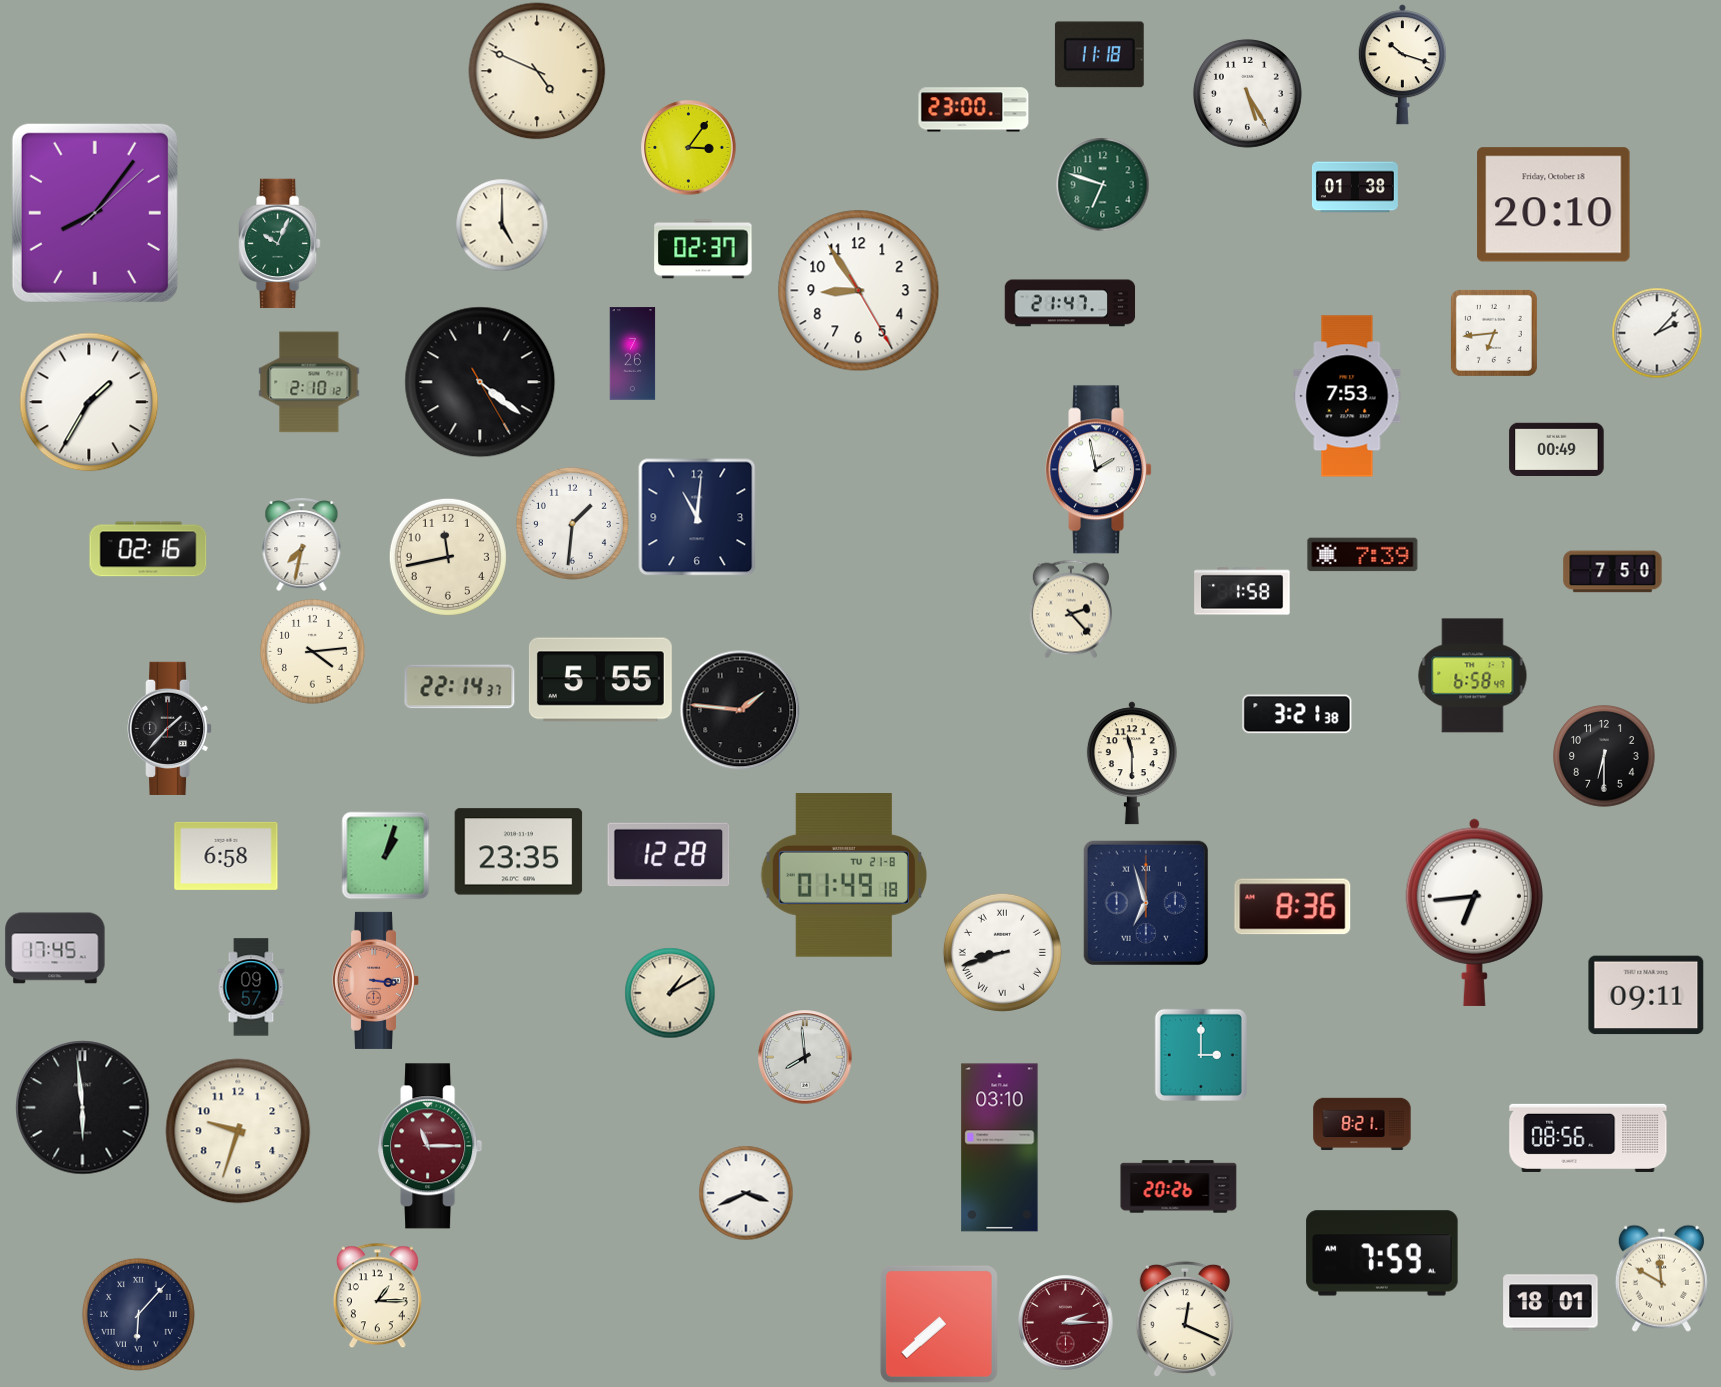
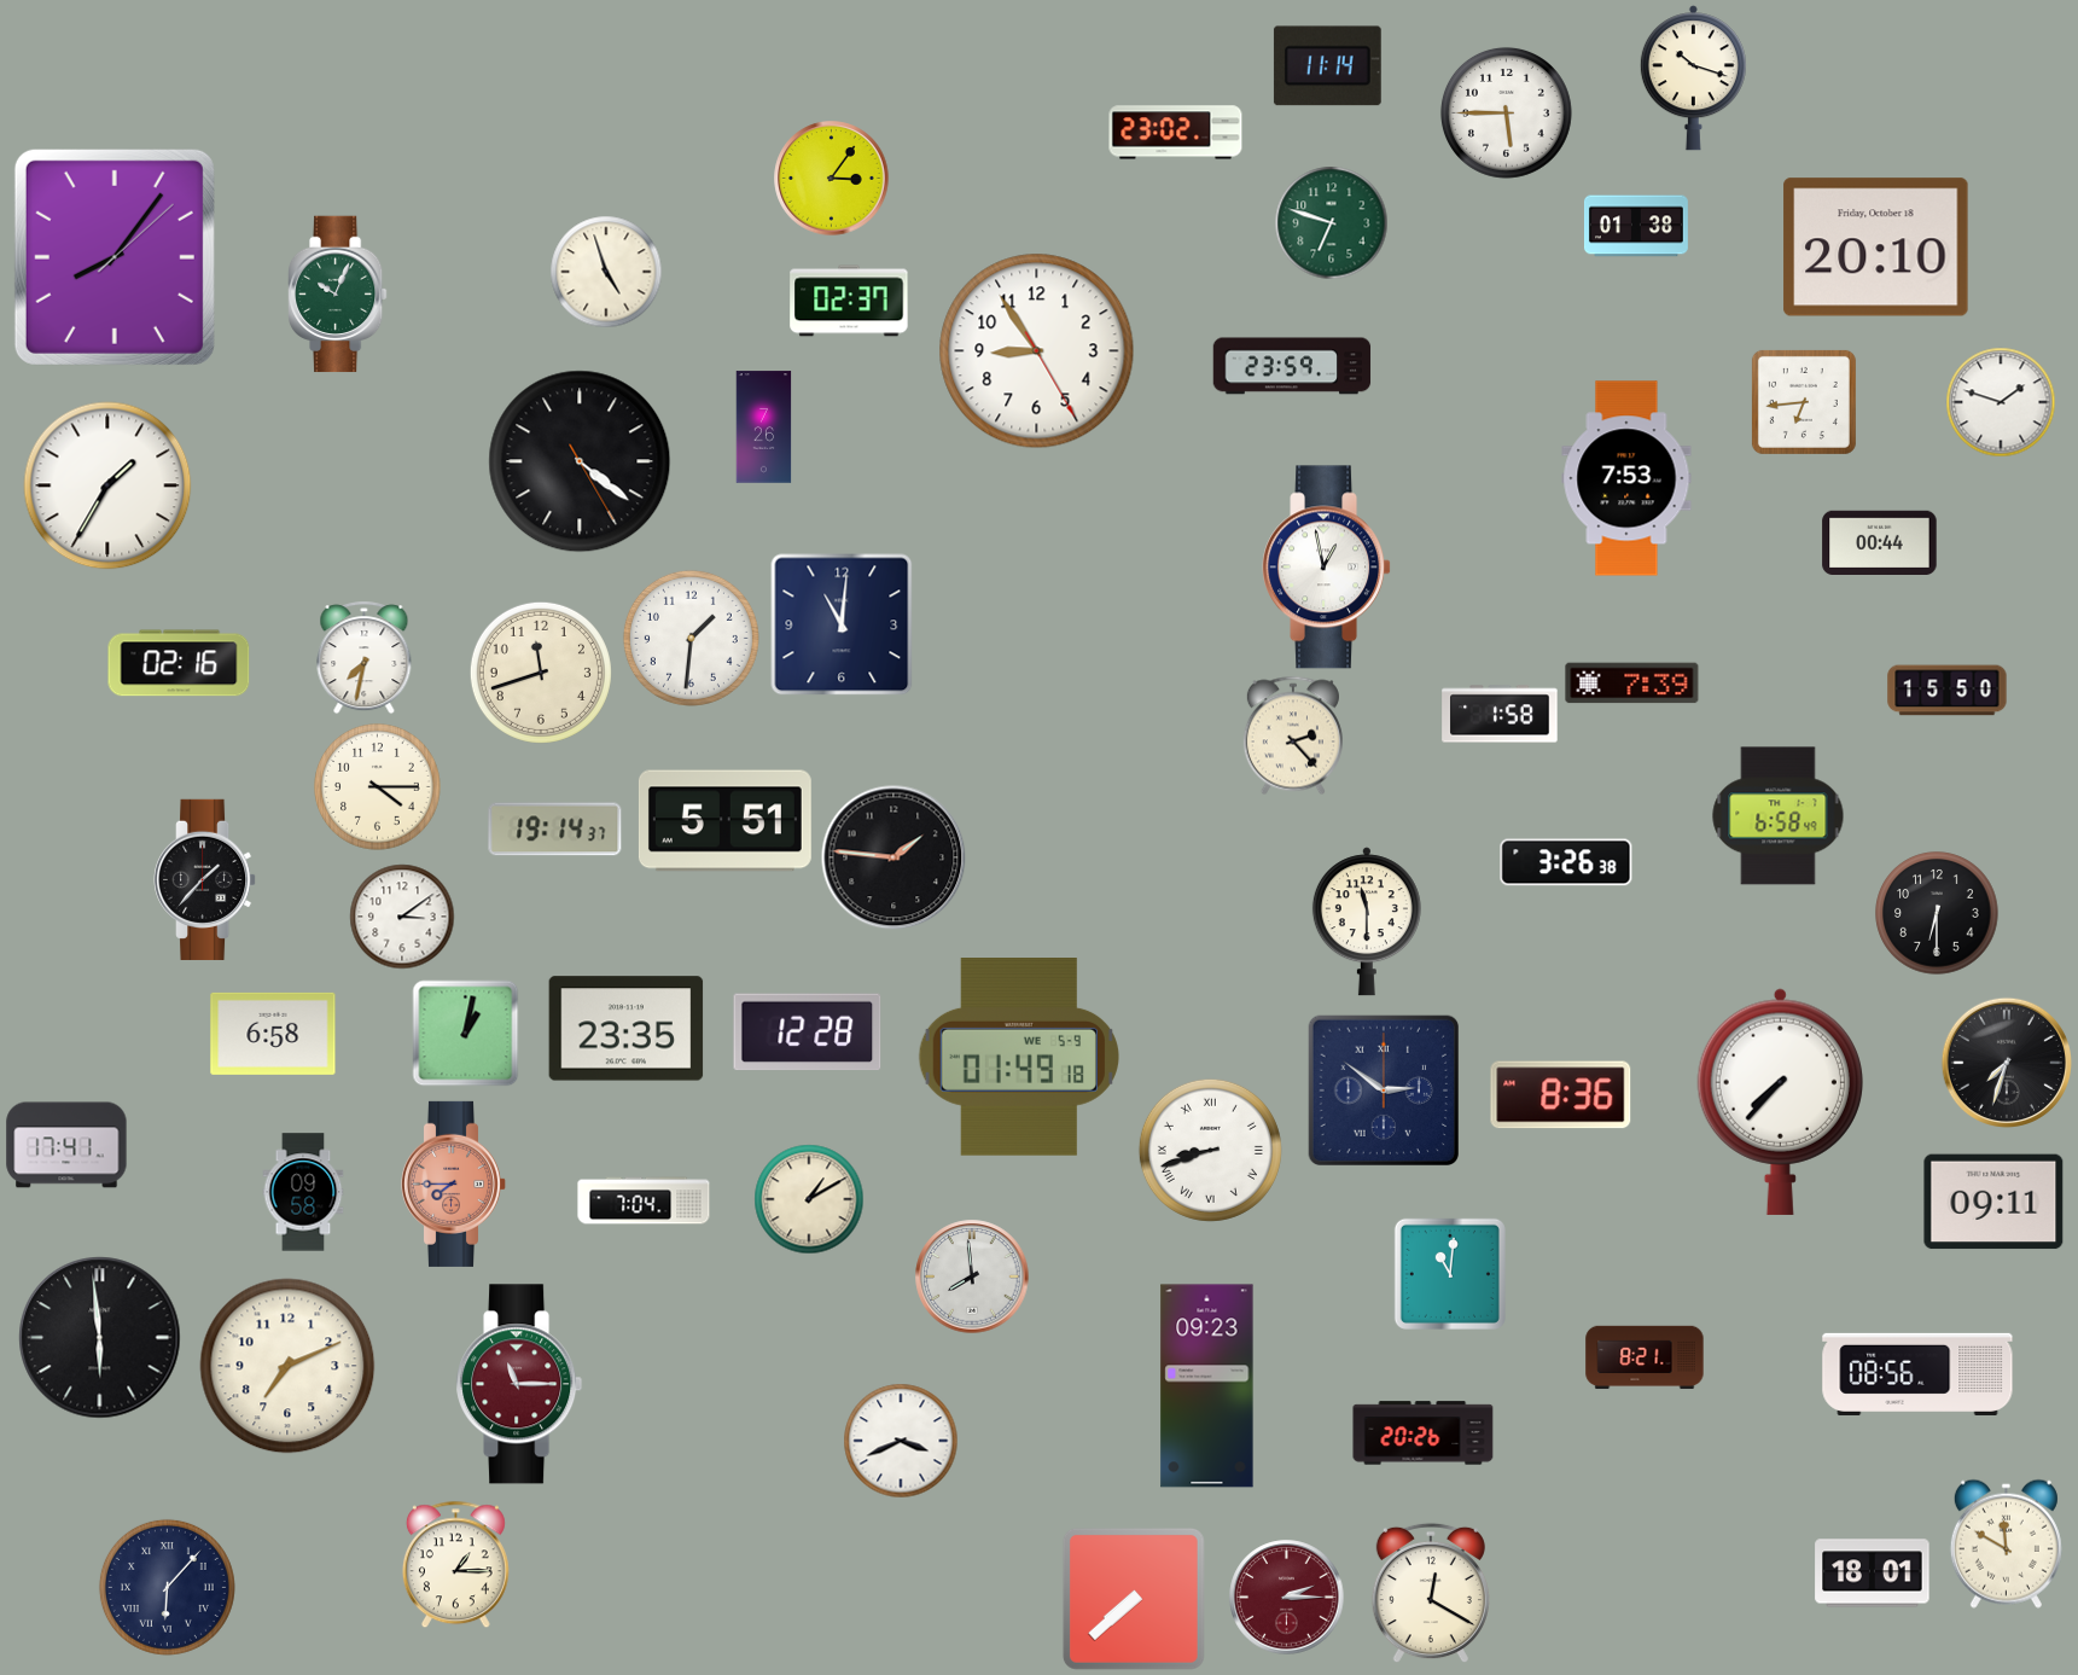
clock at (1099, 55): 11:18 -> 11:14
clock at (537, 71): 4:49 -> none
clock at (1247, 93): 5:25 -> 5:45
clock at (974, 110): 23:00 -> 23:02
clock at (502, 225): 5:00 -> 4:57
clock at (1070, 303): 21:47 -> 23:59
clock at (1657, 333): 2:07 -> 1:48
clock at (309, 382): 2:10 -> none
clock at (1557, 449): 00:49 -> 00:44
clock at (1099, 470): 1:58 -> 12:58
clock at (572, 523) position: (572, 523) -> (691, 638)
clock at (1363, 555) position: (1363, 555) -> (1632, 684)
clock at (448, 557): 11:43 -> 11:42
clock at (1613, 572): 7:50 -> 15:50
clock at (313, 652): 4:14 -> 4:15
clock at (600, 680): 5:55 -> 5:51
clock at (460, 687): 22:14 -> 19:14
clock at (1297, 714): 3:21 -> 3:26
clock at (402, 917): none -> 3:09
clock at (385, 855): 1:03 -> 1:02
clock at (844, 876) date: TU 21-8 -> WE 5-9
clock at (2006, 1062): none -> 7:33
clock at (1145, 902): 6:57 -> 2:51
clock at (1474, 912): 6:44 -> 7:37
clock at (55, 948): 17:45 -> 17:41
clock at (375, 980): 3:16 -> 7:45
clock at (251, 987): 09:57 -> 09:58
clock at (644, 1200): none -> 7:04
clock at (1646, 995) position: (1646, 995) -> (1993, 1202)
clock at (1201, 1055): 3:00 -> 11:01
clock at (238, 1131): 9:33 -> 7:11
clock at (1000, 1148): 03:10 -> 09:23
clock at (1382, 1253): 7:59 -> none
clock at (1185, 1319): 12:19 -> 12:20
